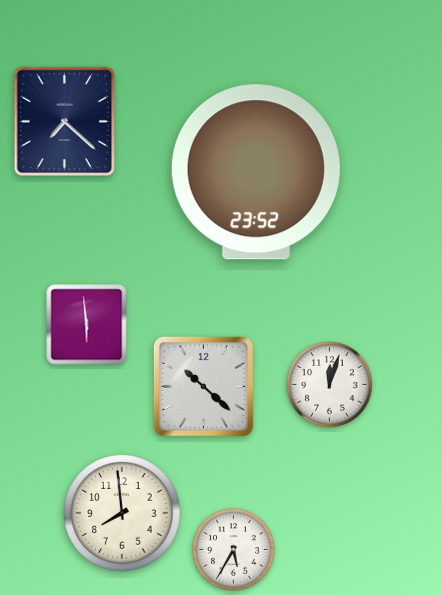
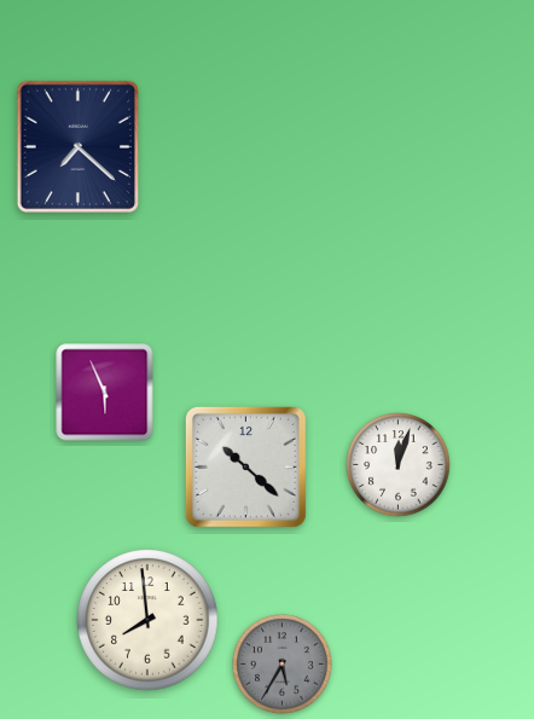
clock at (256, 172): 23:52 -> none
clock at (87, 325): 5:59 -> 5:56
clock at (234, 550) dial: white -> grey
